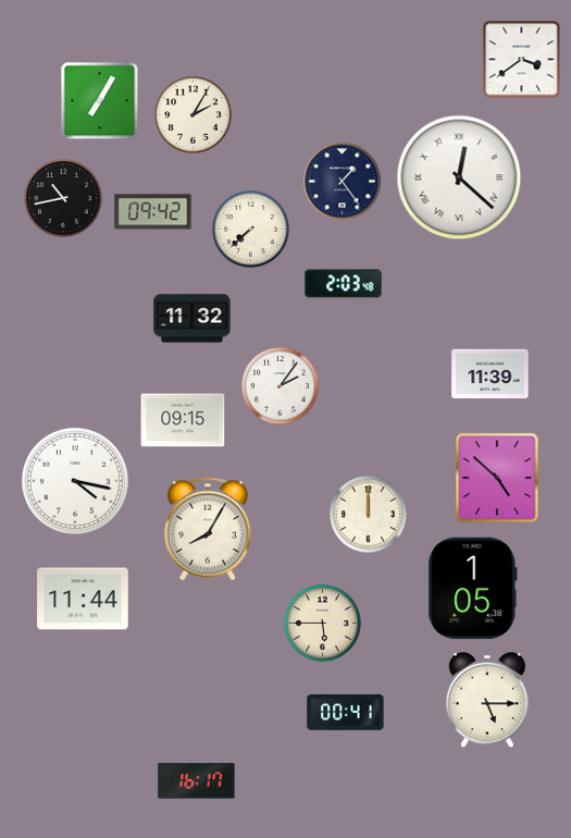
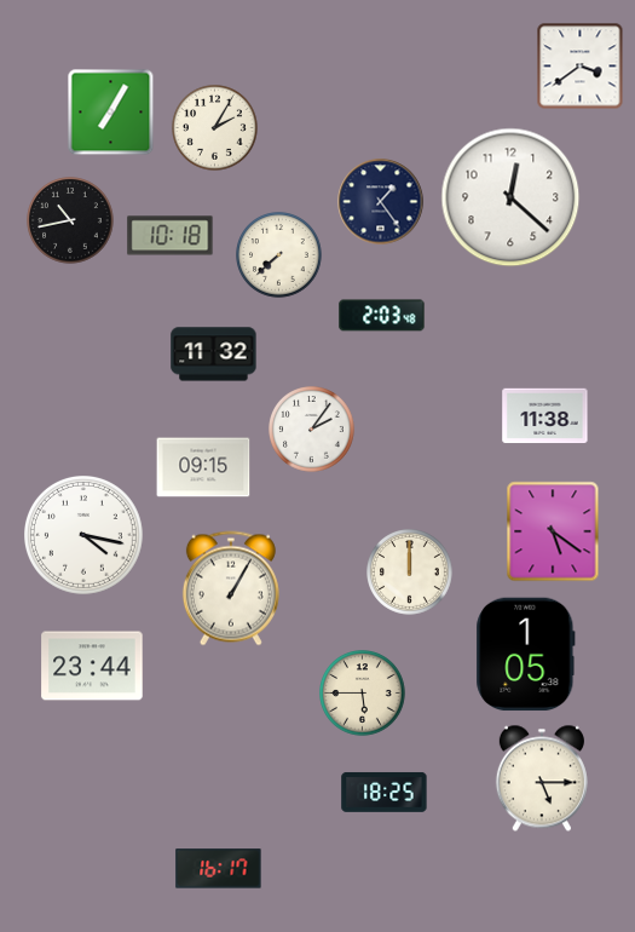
clock at (459, 177) numerals: Roman -> Arabic
clock at (153, 212): 09:42 -> 10:18
clock at (491, 374): 11:39 -> 11:38
clock at (497, 478): 4:52 -> 5:21
clock at (208, 529): 8:05 -> 1:05
clock at (83, 599): 11:44 -> 23:44
clock at (323, 624) position: (323, 624) -> (363, 694)
clock at (346, 712): 00:41 -> 18:25
